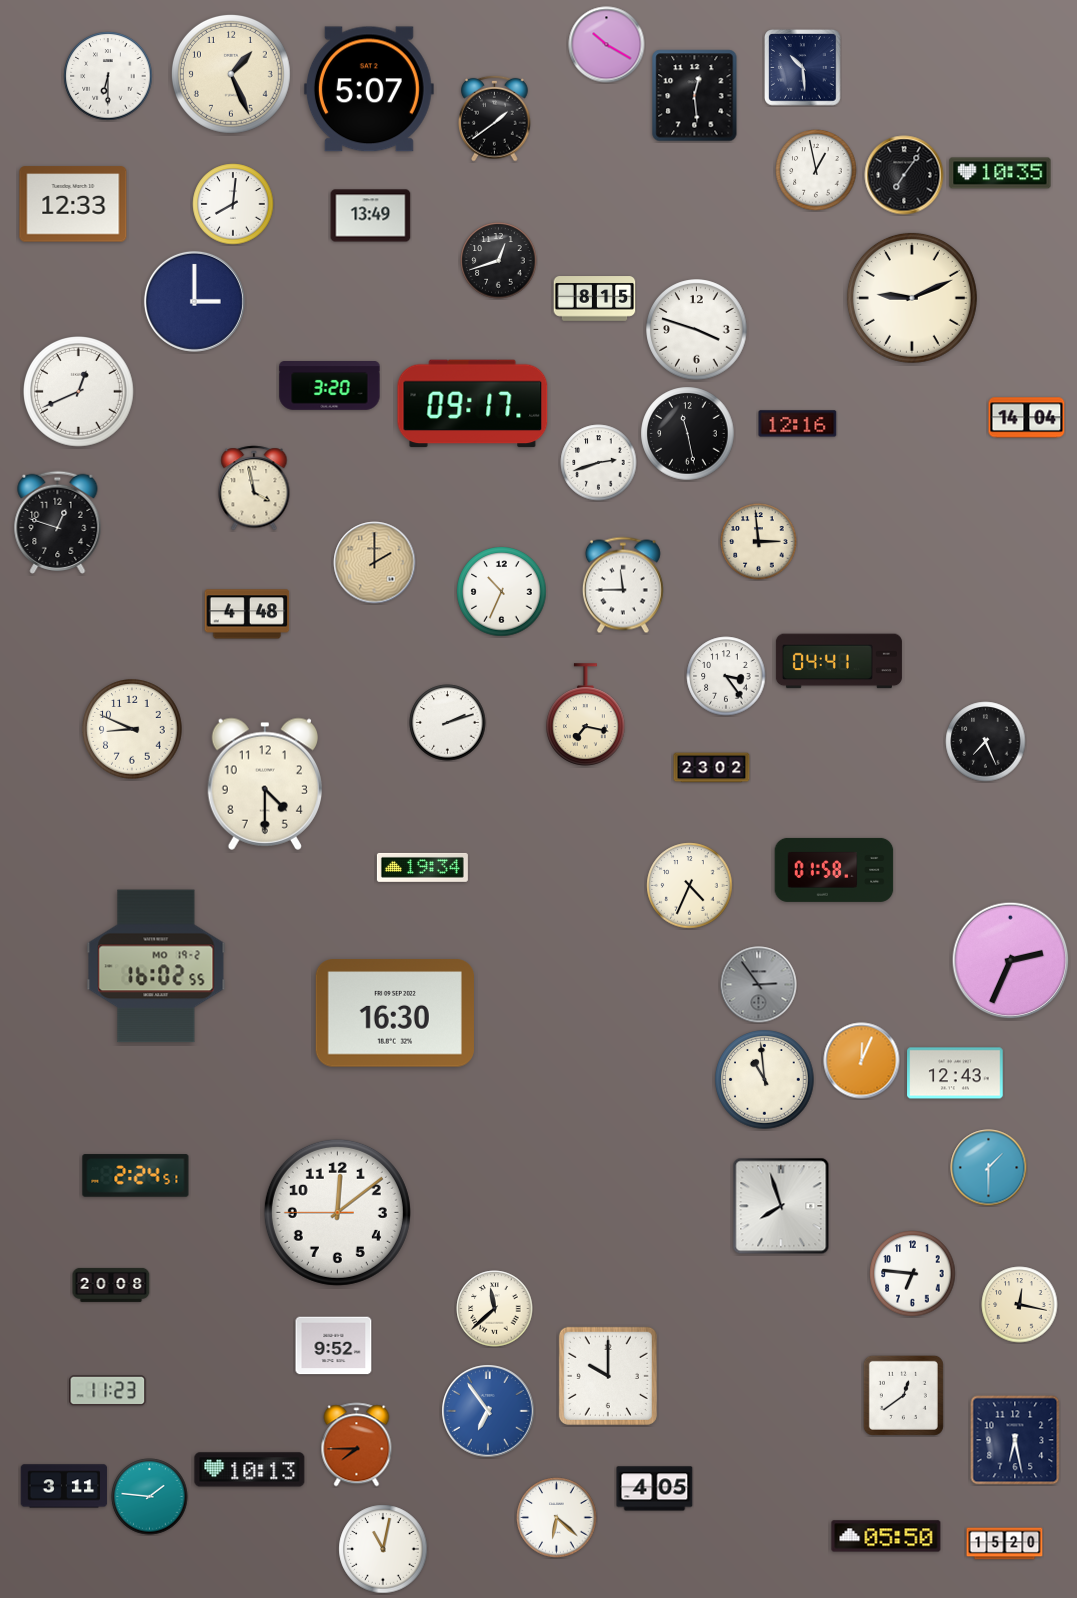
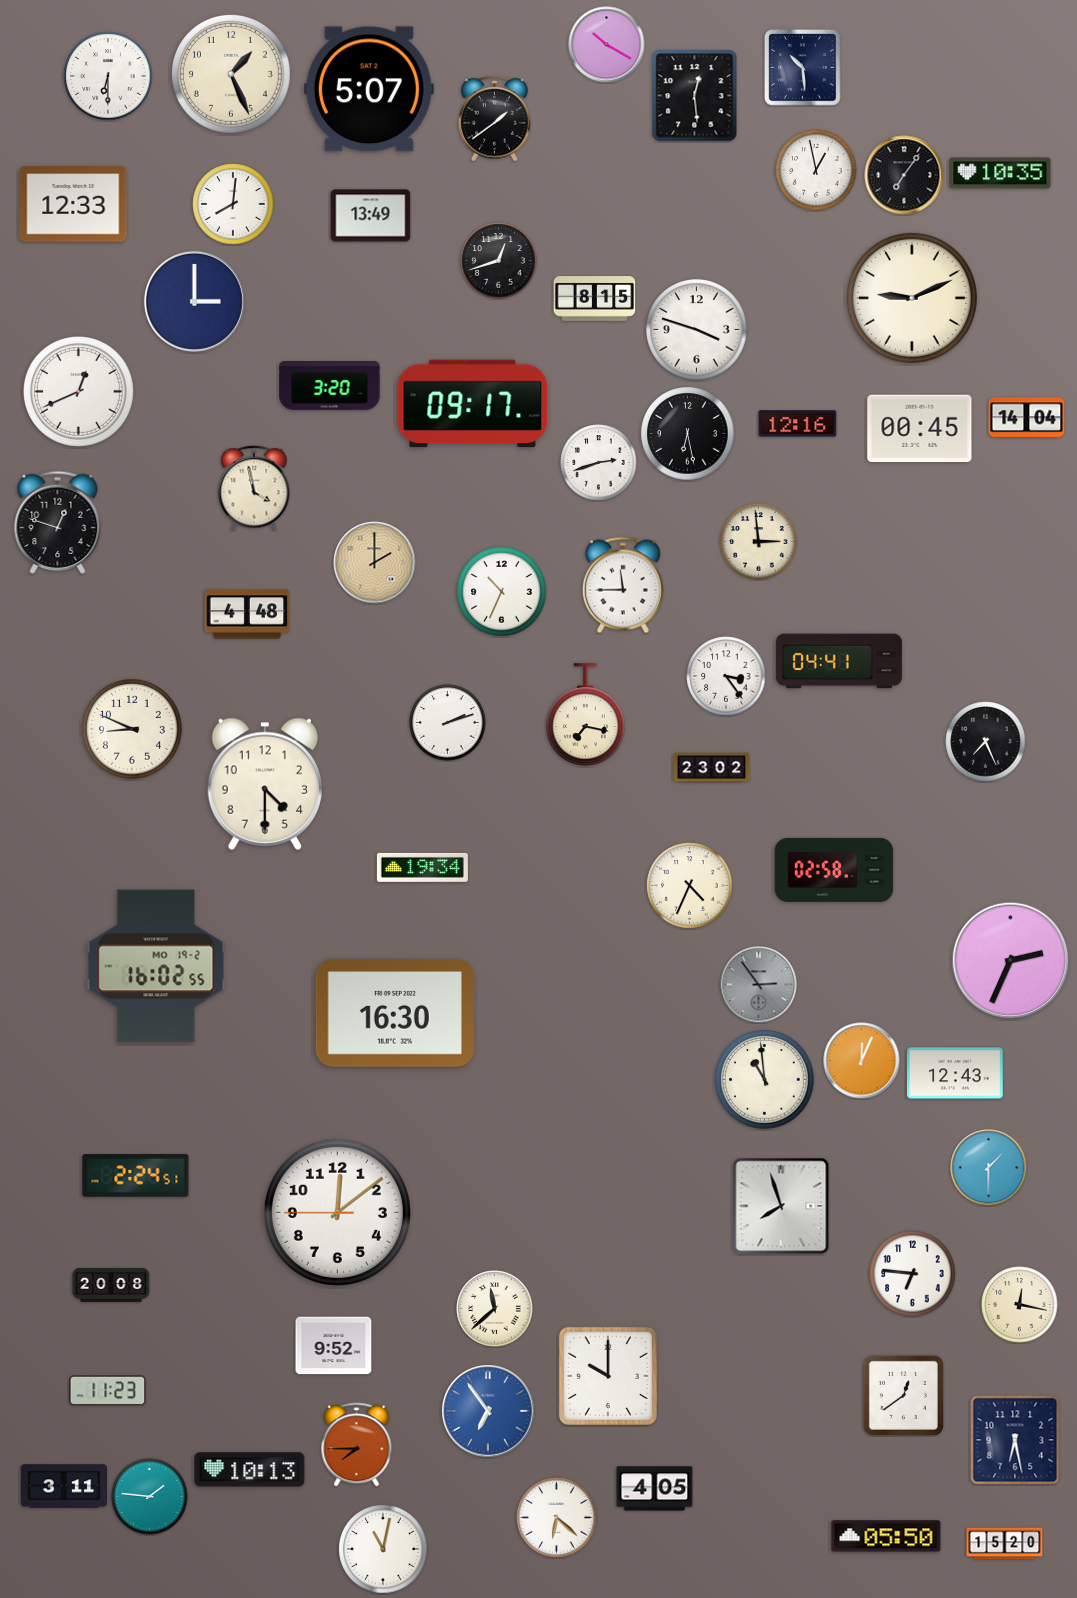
clock at (920, 429): none -> 00:45
clock at (688, 434): 11:28 -> 6:28
clock at (834, 870): 01:58 -> 02:58
